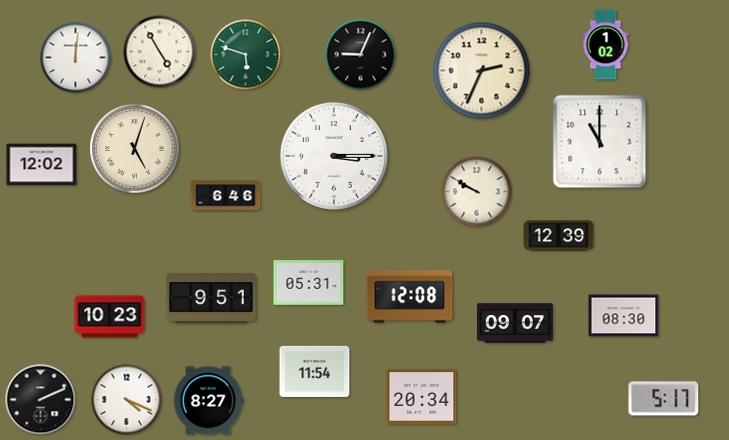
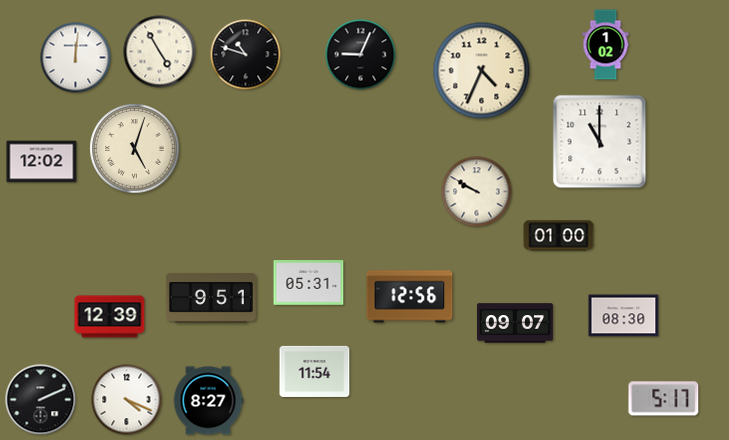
clock at (246, 55): 5:48 -> 10:48
clock at (246, 55) dial: green -> black
clock at (482, 71): 2:34 -> 4:34
clock at (334, 156): 3:15 -> none
clock at (42, 165) position: (42, 165) -> (42, 162)
clock at (226, 196): 6:46 -> none
clock at (559, 236): 12:39 -> 01:00
clock at (410, 297): 12:08 -> 12:56
clock at (110, 317): 10:23 -> 12:39
clock at (422, 397): 20:34 -> none
